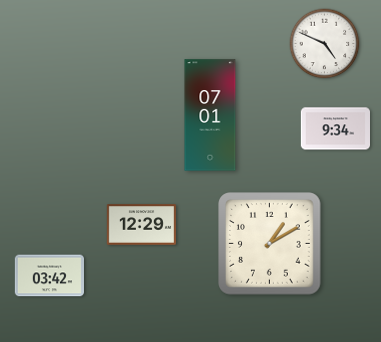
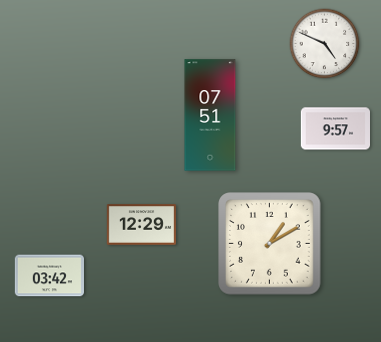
clock at (210, 115): 07:01 -> 07:51
clock at (335, 129): 9:34 -> 9:57
